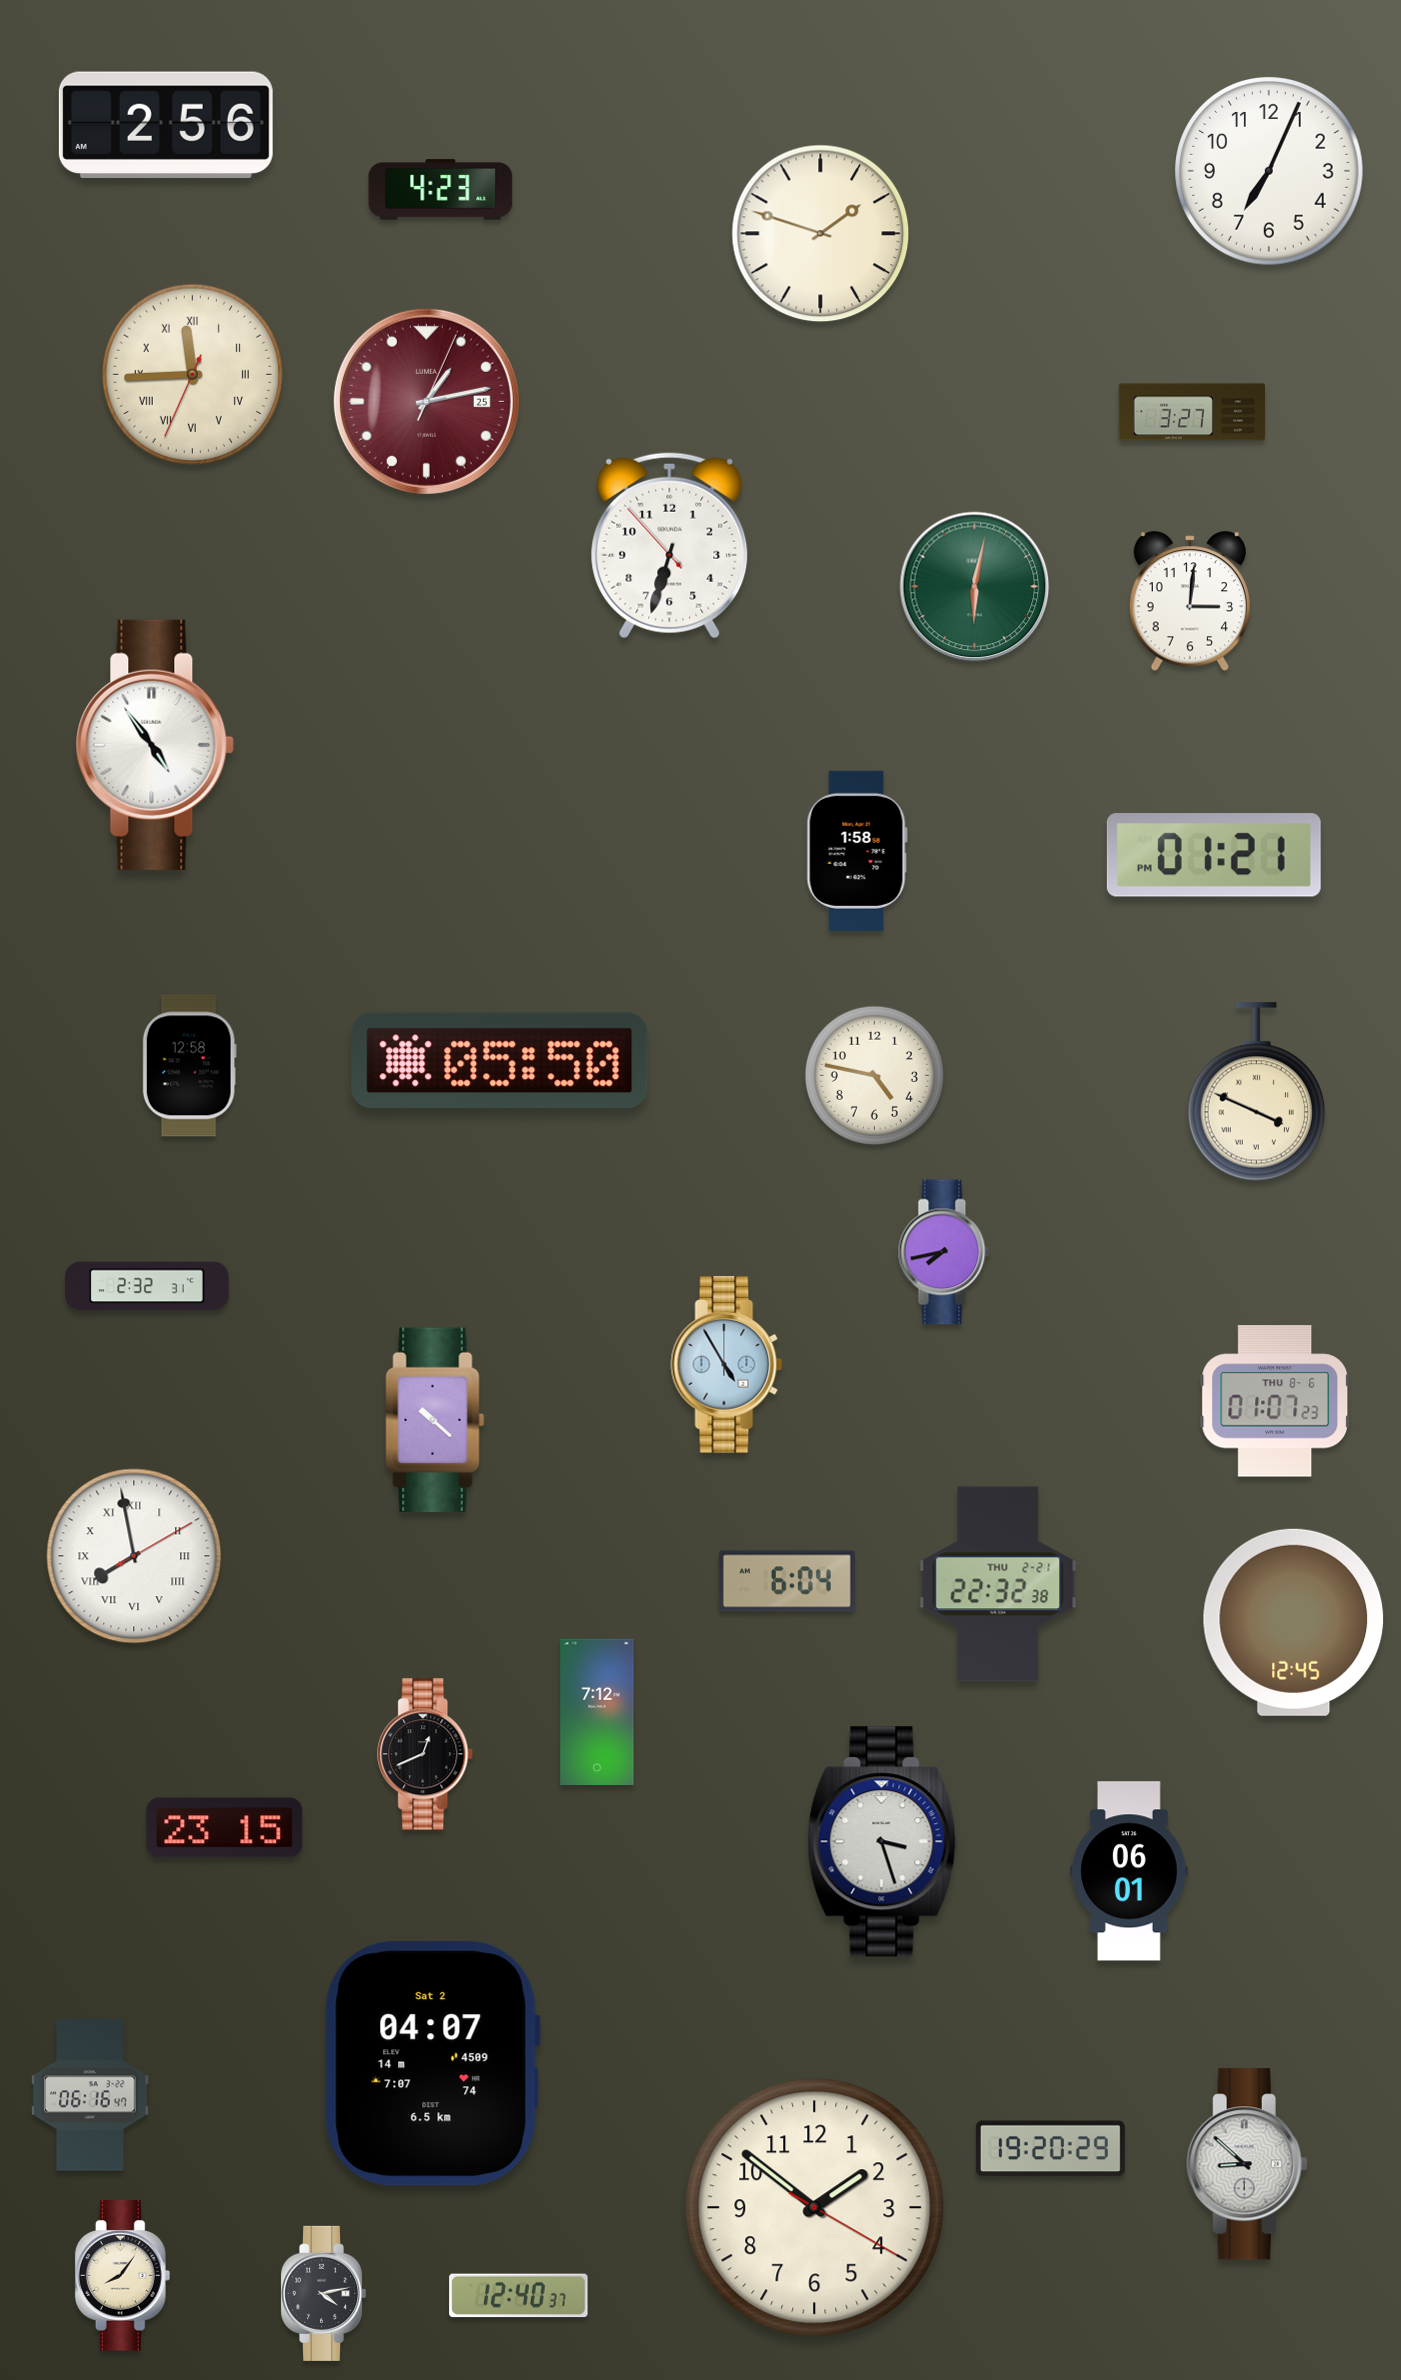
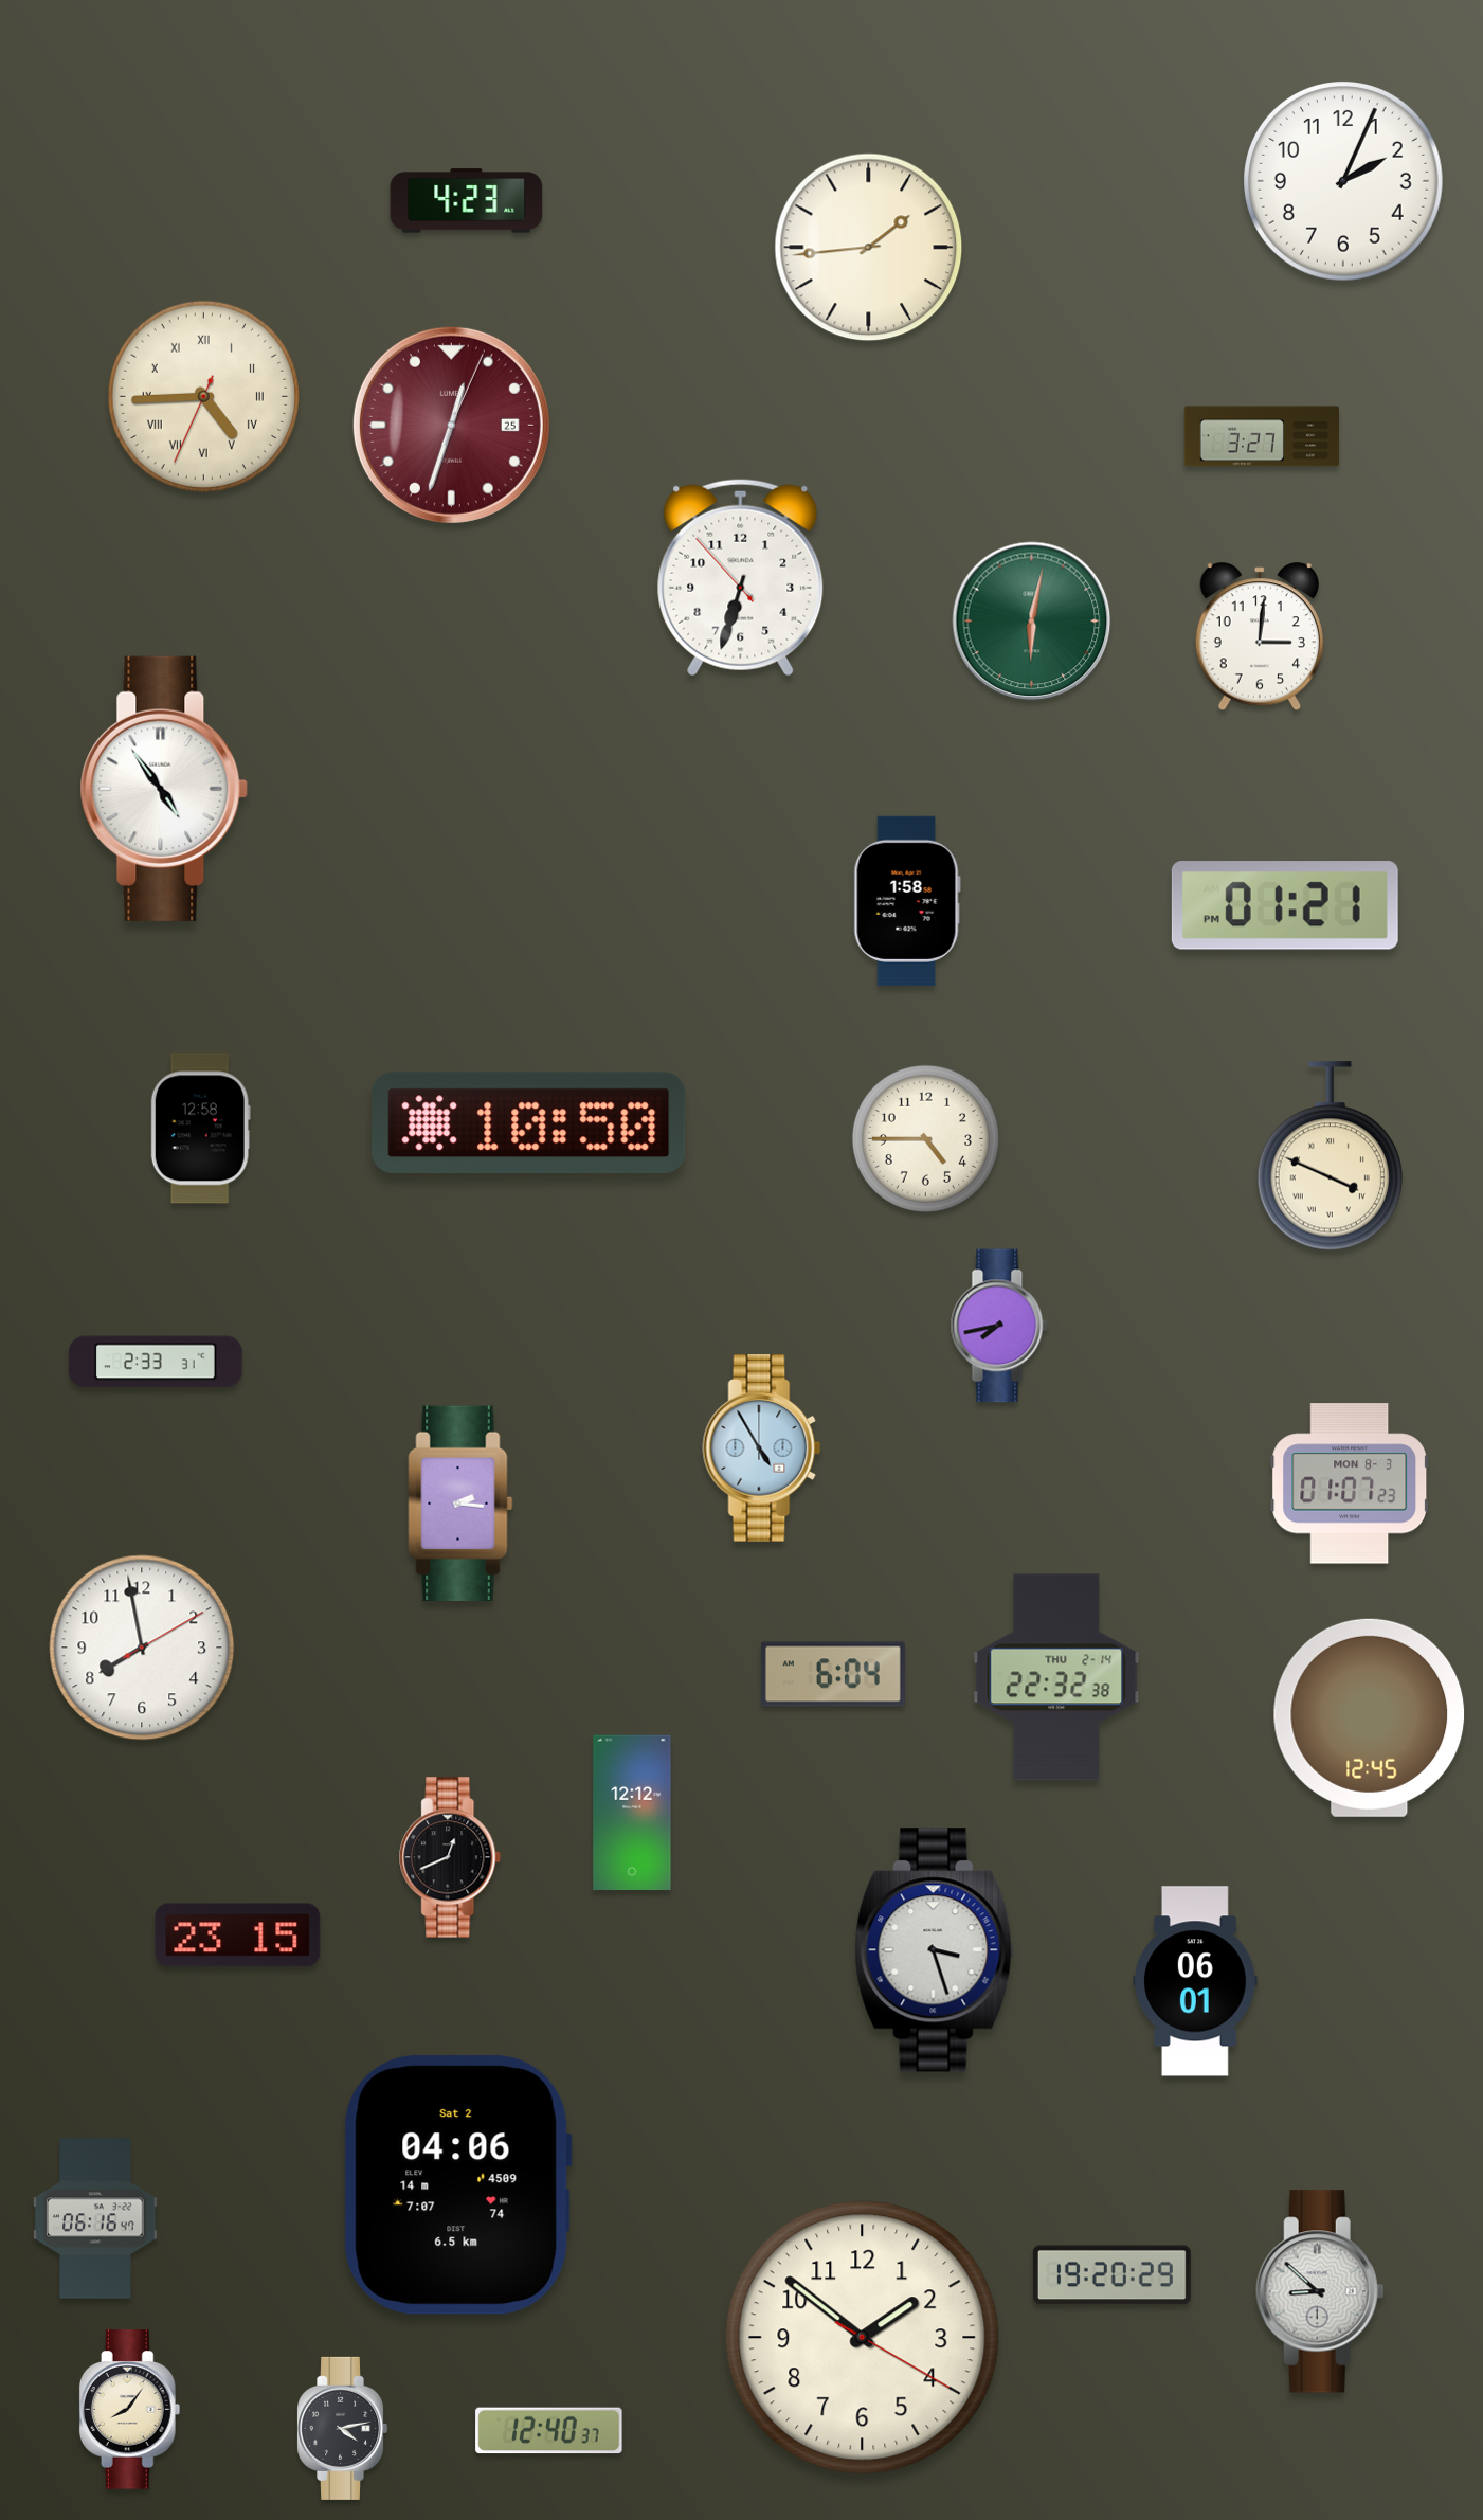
clock at (166, 125): 2:56 -> none
clock at (1269, 171): 7:04 -> 2:04
clock at (821, 234): 1:48 -> 1:44
clock at (192, 374): 11:44 -> 4:44
clock at (426, 401): 1:13 -> 12:33
clock at (670, 545) position: (670, 545) -> (741, 577)
clock at (500, 1060): 05:50 -> 10:50
clock at (874, 1075): 4:47 -> 4:45
clock at (147, 1286): 2:32 -> 2:33
clock at (727, 1365) position: (727, 1365) -> (762, 1448)
clock at (1275, 1401) date: THU 8-6 -> MON 8-3
clock at (435, 1419): 10:22 -> 2:16
clock at (134, 1556) numerals: Roman -> Arabic
clock at (998, 1584) date: THU 2-21 -> THU 2-14
clock at (597, 1712): 7:12 -> 12:12
clock at (432, 2064): 04:07 -> 04:06
